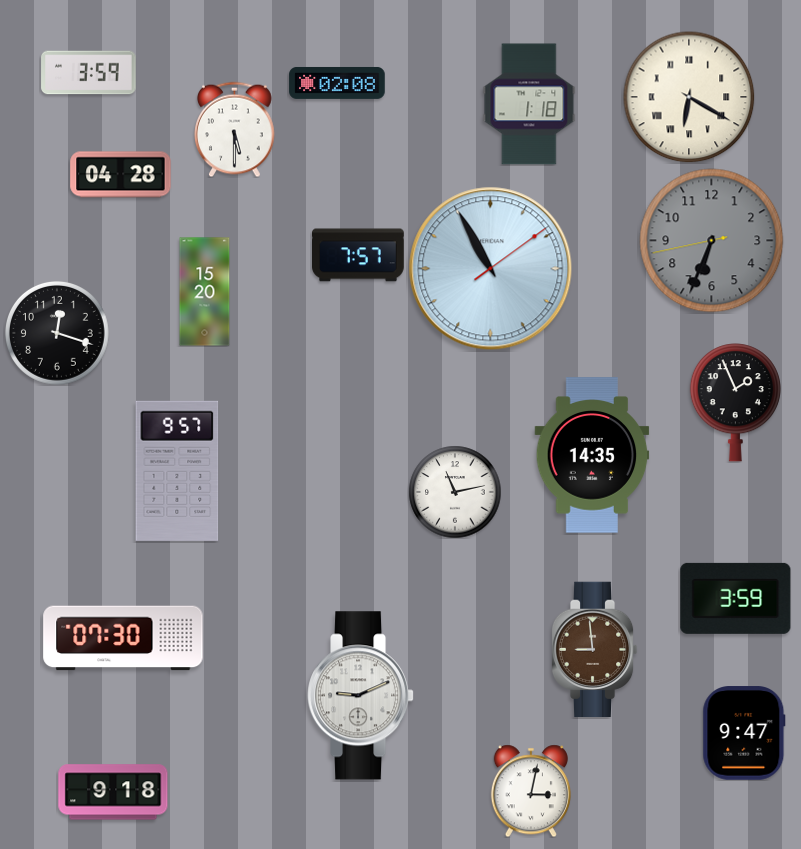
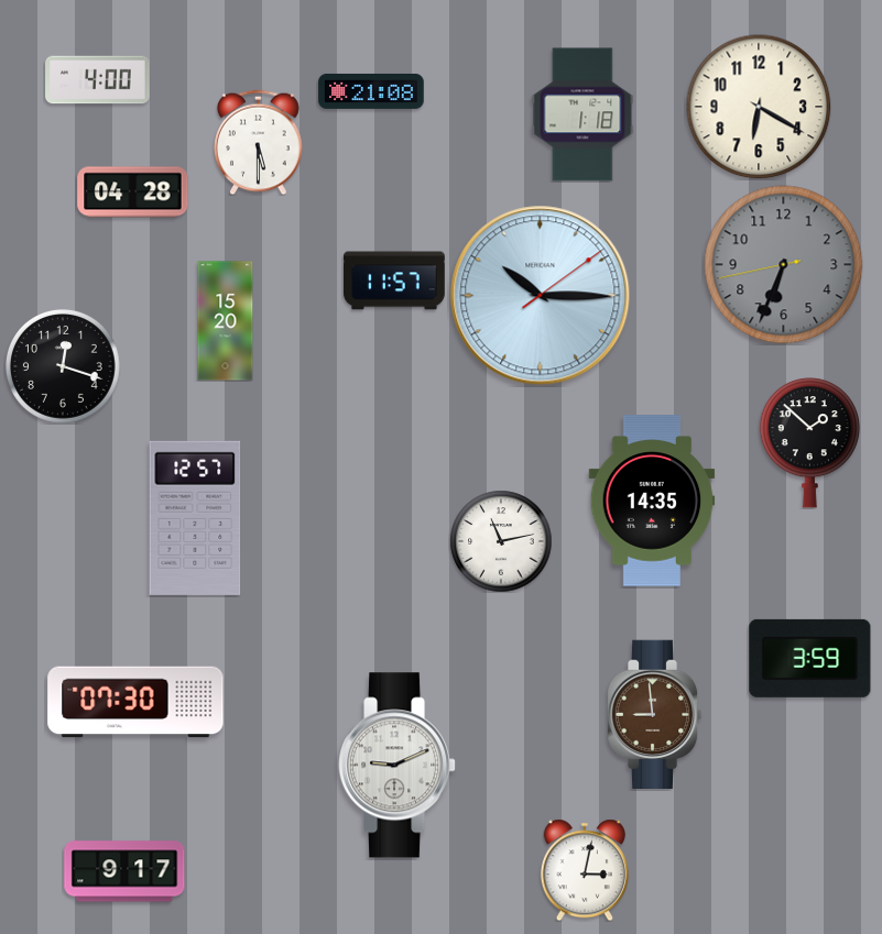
clock at (89, 73): 3:59 -> 4:00
clock at (337, 83): 02:08 -> 21:08
clock at (689, 97) numerals: Roman -> Arabic
clock at (359, 255): 7:57 -> 11:57
clock at (491, 269): 10:55 -> 10:15
clock at (735, 403): 1:56 -> 1:52
clock at (177, 471): 9:57 -> 12:57
clock at (744, 733): 9:47 -> none
clock at (113, 792): 9:18 -> 9:17
